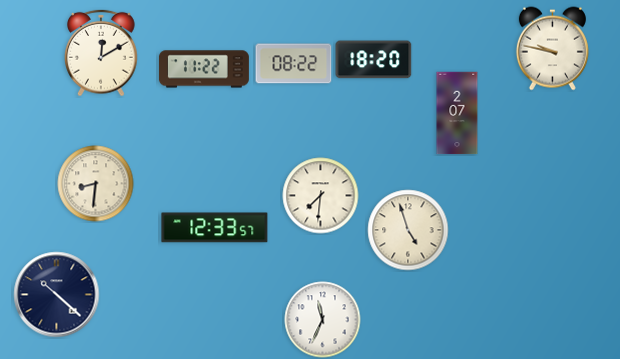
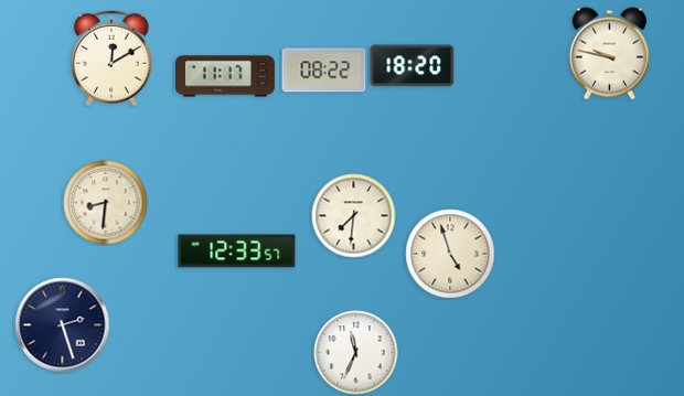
clock at (204, 69): 11:22 -> 11:17
clock at (457, 113): 2:07 -> none
clock at (57, 295): 10:22 -> 2:27
